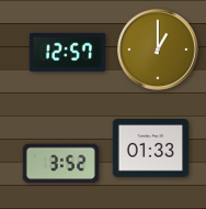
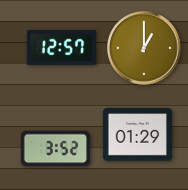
clock at (158, 50) position: (158, 50) -> (144, 48)
clock at (151, 148): 01:33 -> 01:29
